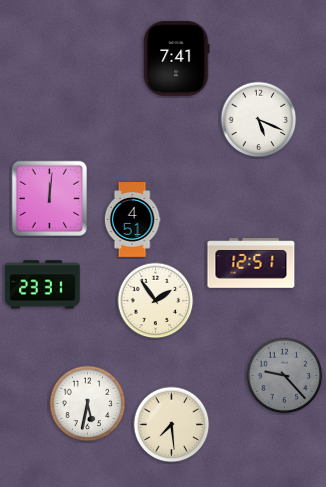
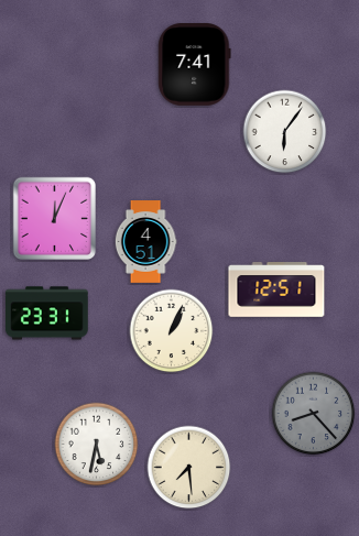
clock at (259, 120): 5:19 -> 6:06
clock at (49, 198): 12:01 -> 12:04
clock at (156, 301): 1:54 -> 1:04
clock at (285, 376): 9:23 -> 8:23
